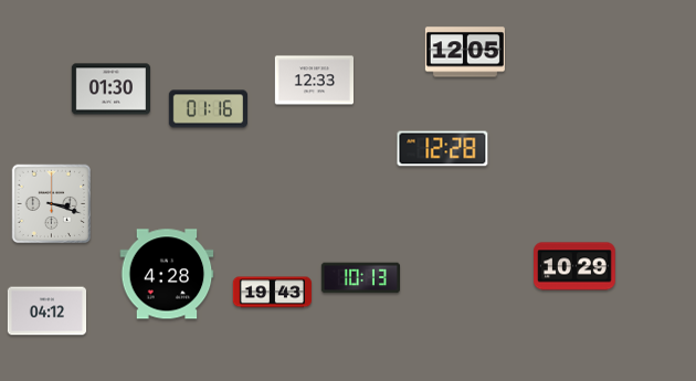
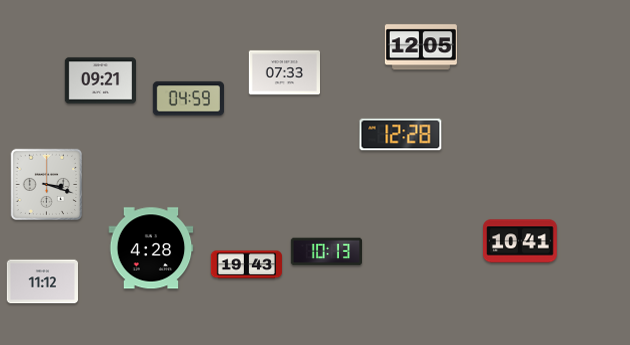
clock at (314, 81): 12:33 -> 07:33
clock at (110, 89): 01:30 -> 09:21
clock at (208, 109): 01:16 -> 04:59
clock at (576, 266): 10:29 -> 10:41
clock at (46, 311): 04:12 -> 11:12
